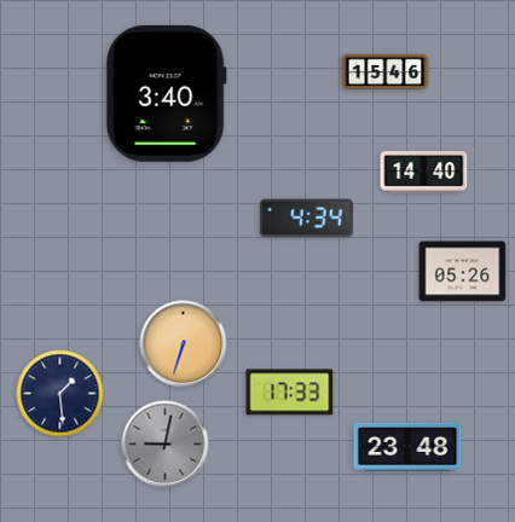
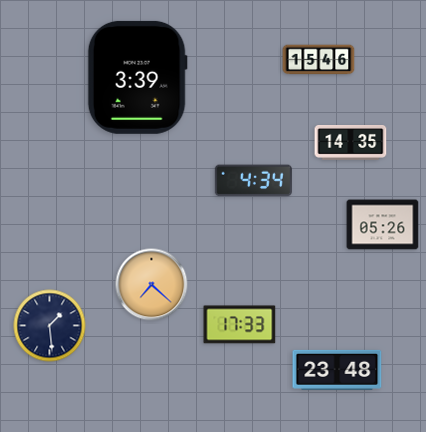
clock at (166, 93): 3:40 -> 3:39
clock at (424, 173): 14:40 -> 14:35
clock at (184, 344): 6:33 -> 7:22
clock at (166, 445): 9:02 -> none
